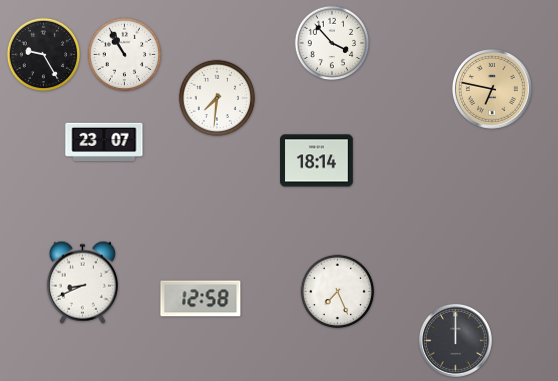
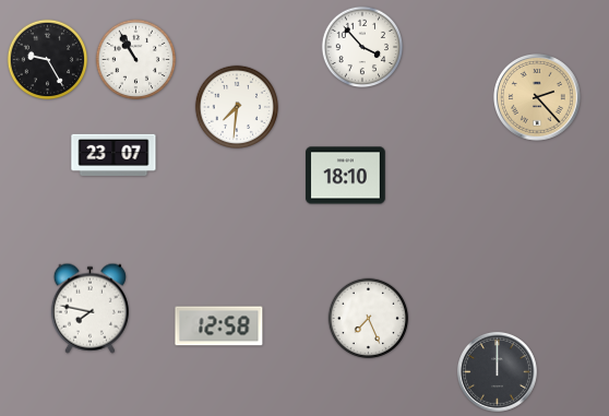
clock at (493, 90): 6:47 -> 2:23
clock at (317, 161): 18:14 -> 18:10
clock at (82, 282): 8:41 -> 7:47
